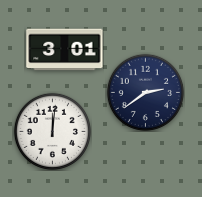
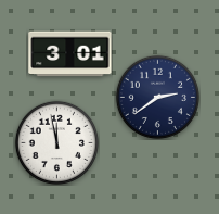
clock at (145, 92) position: (145, 92) -> (157, 97)
clock at (52, 131): 12:01 -> 11:58
